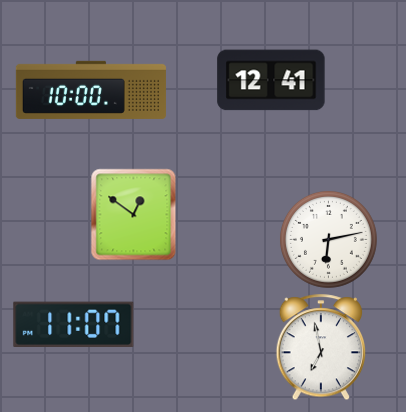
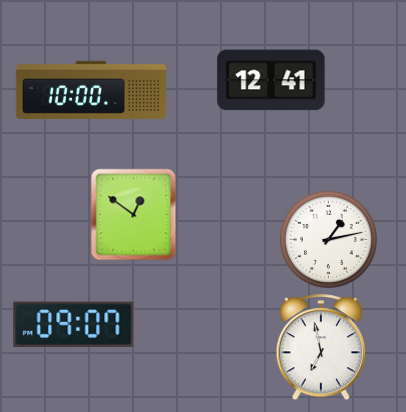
clock at (328, 239): 6:13 -> 1:13
clock at (74, 325): 11:07 -> 09:07
